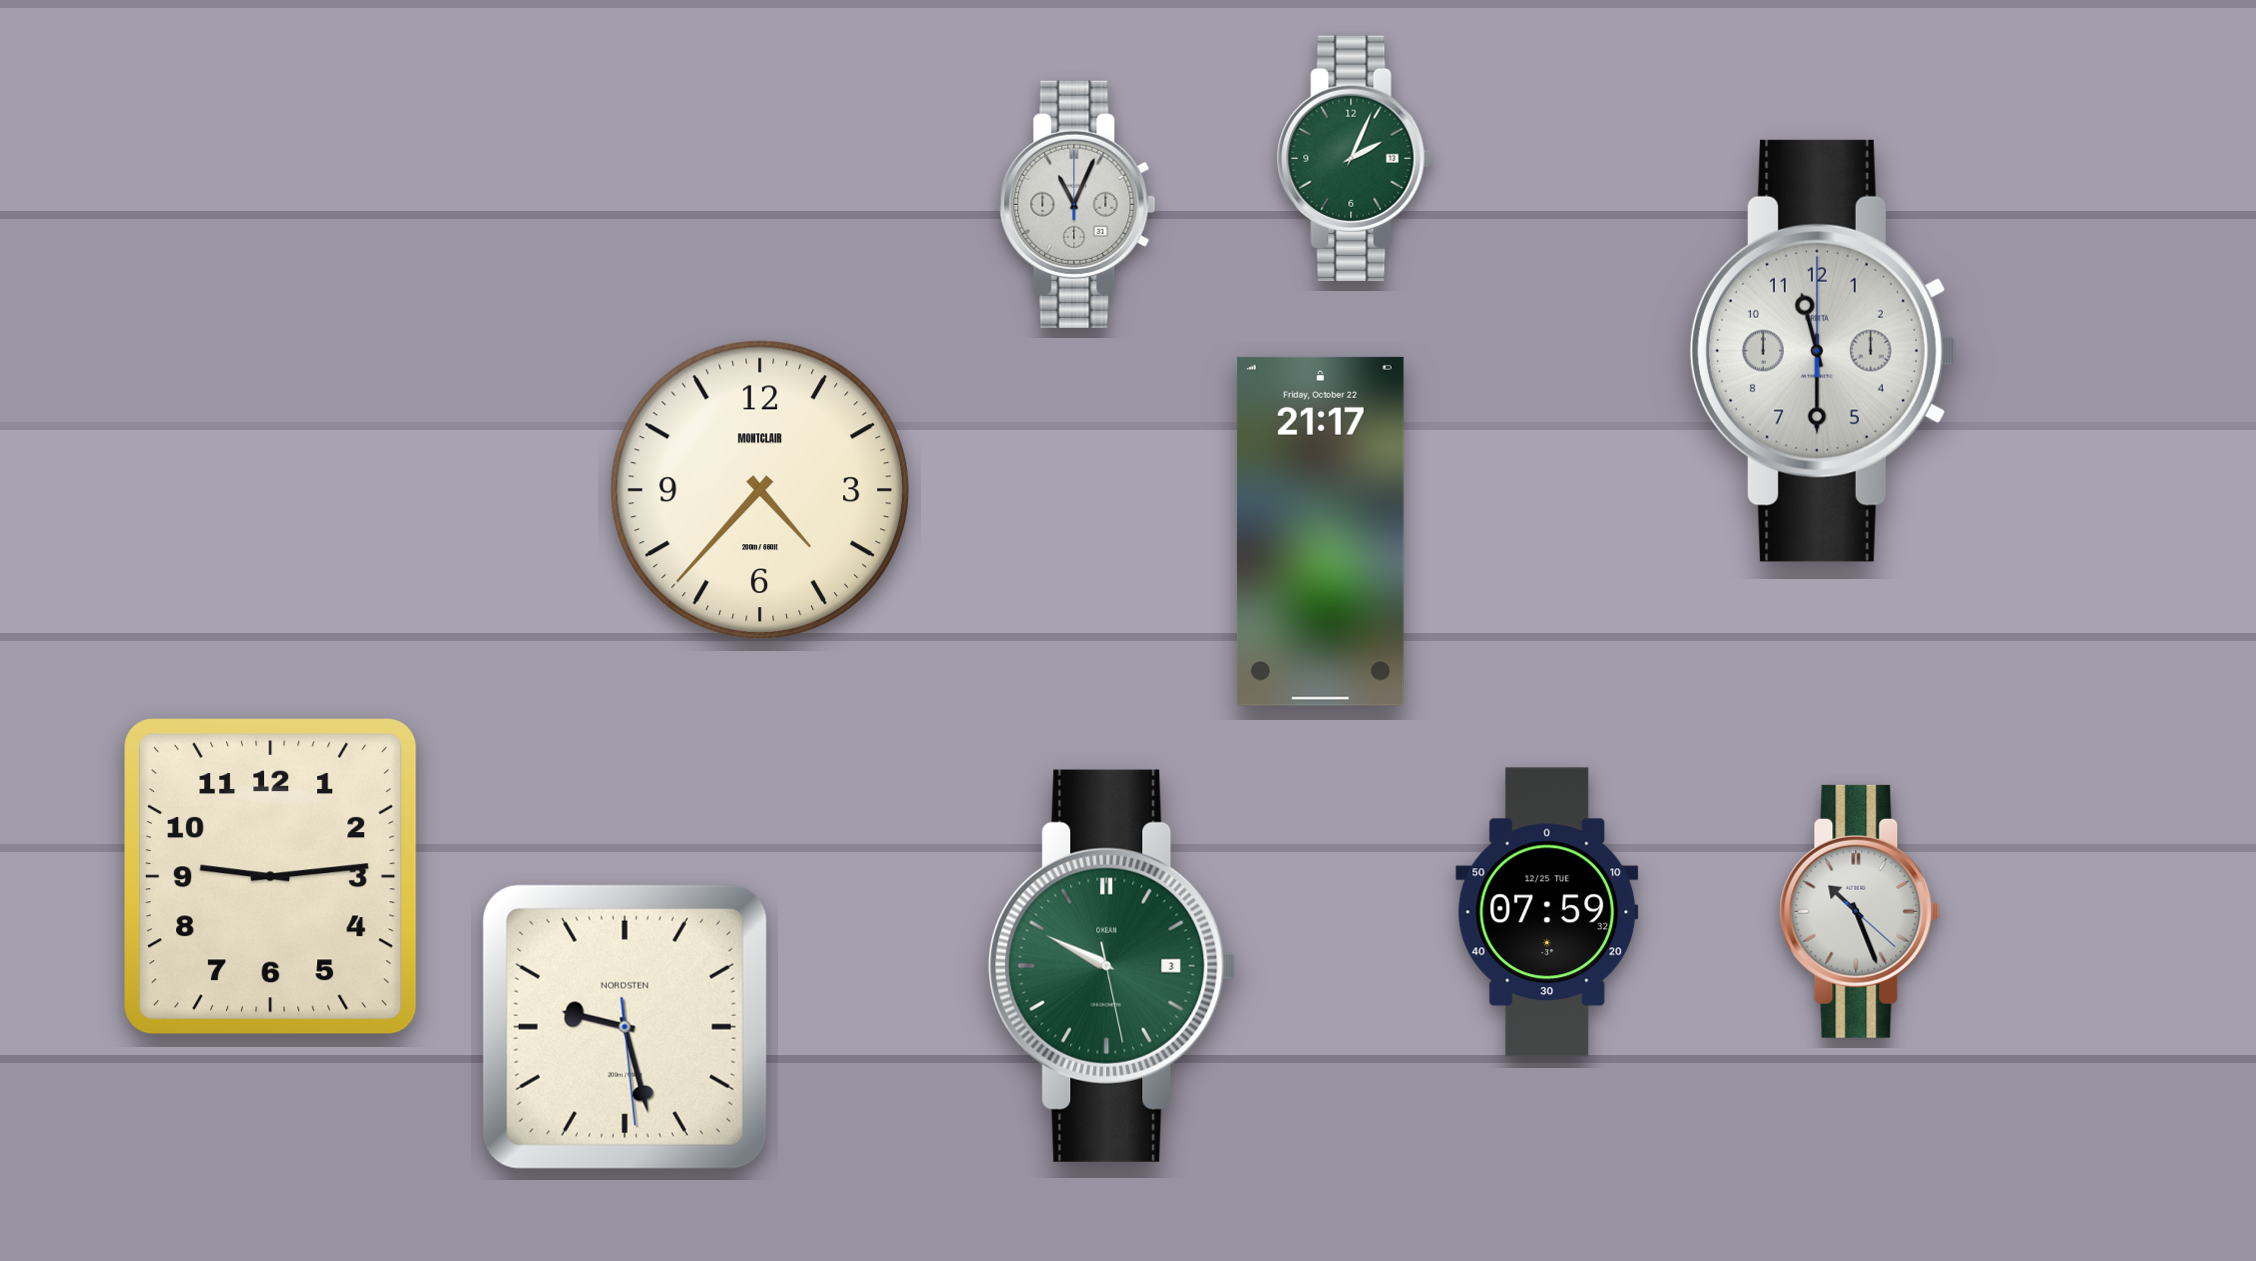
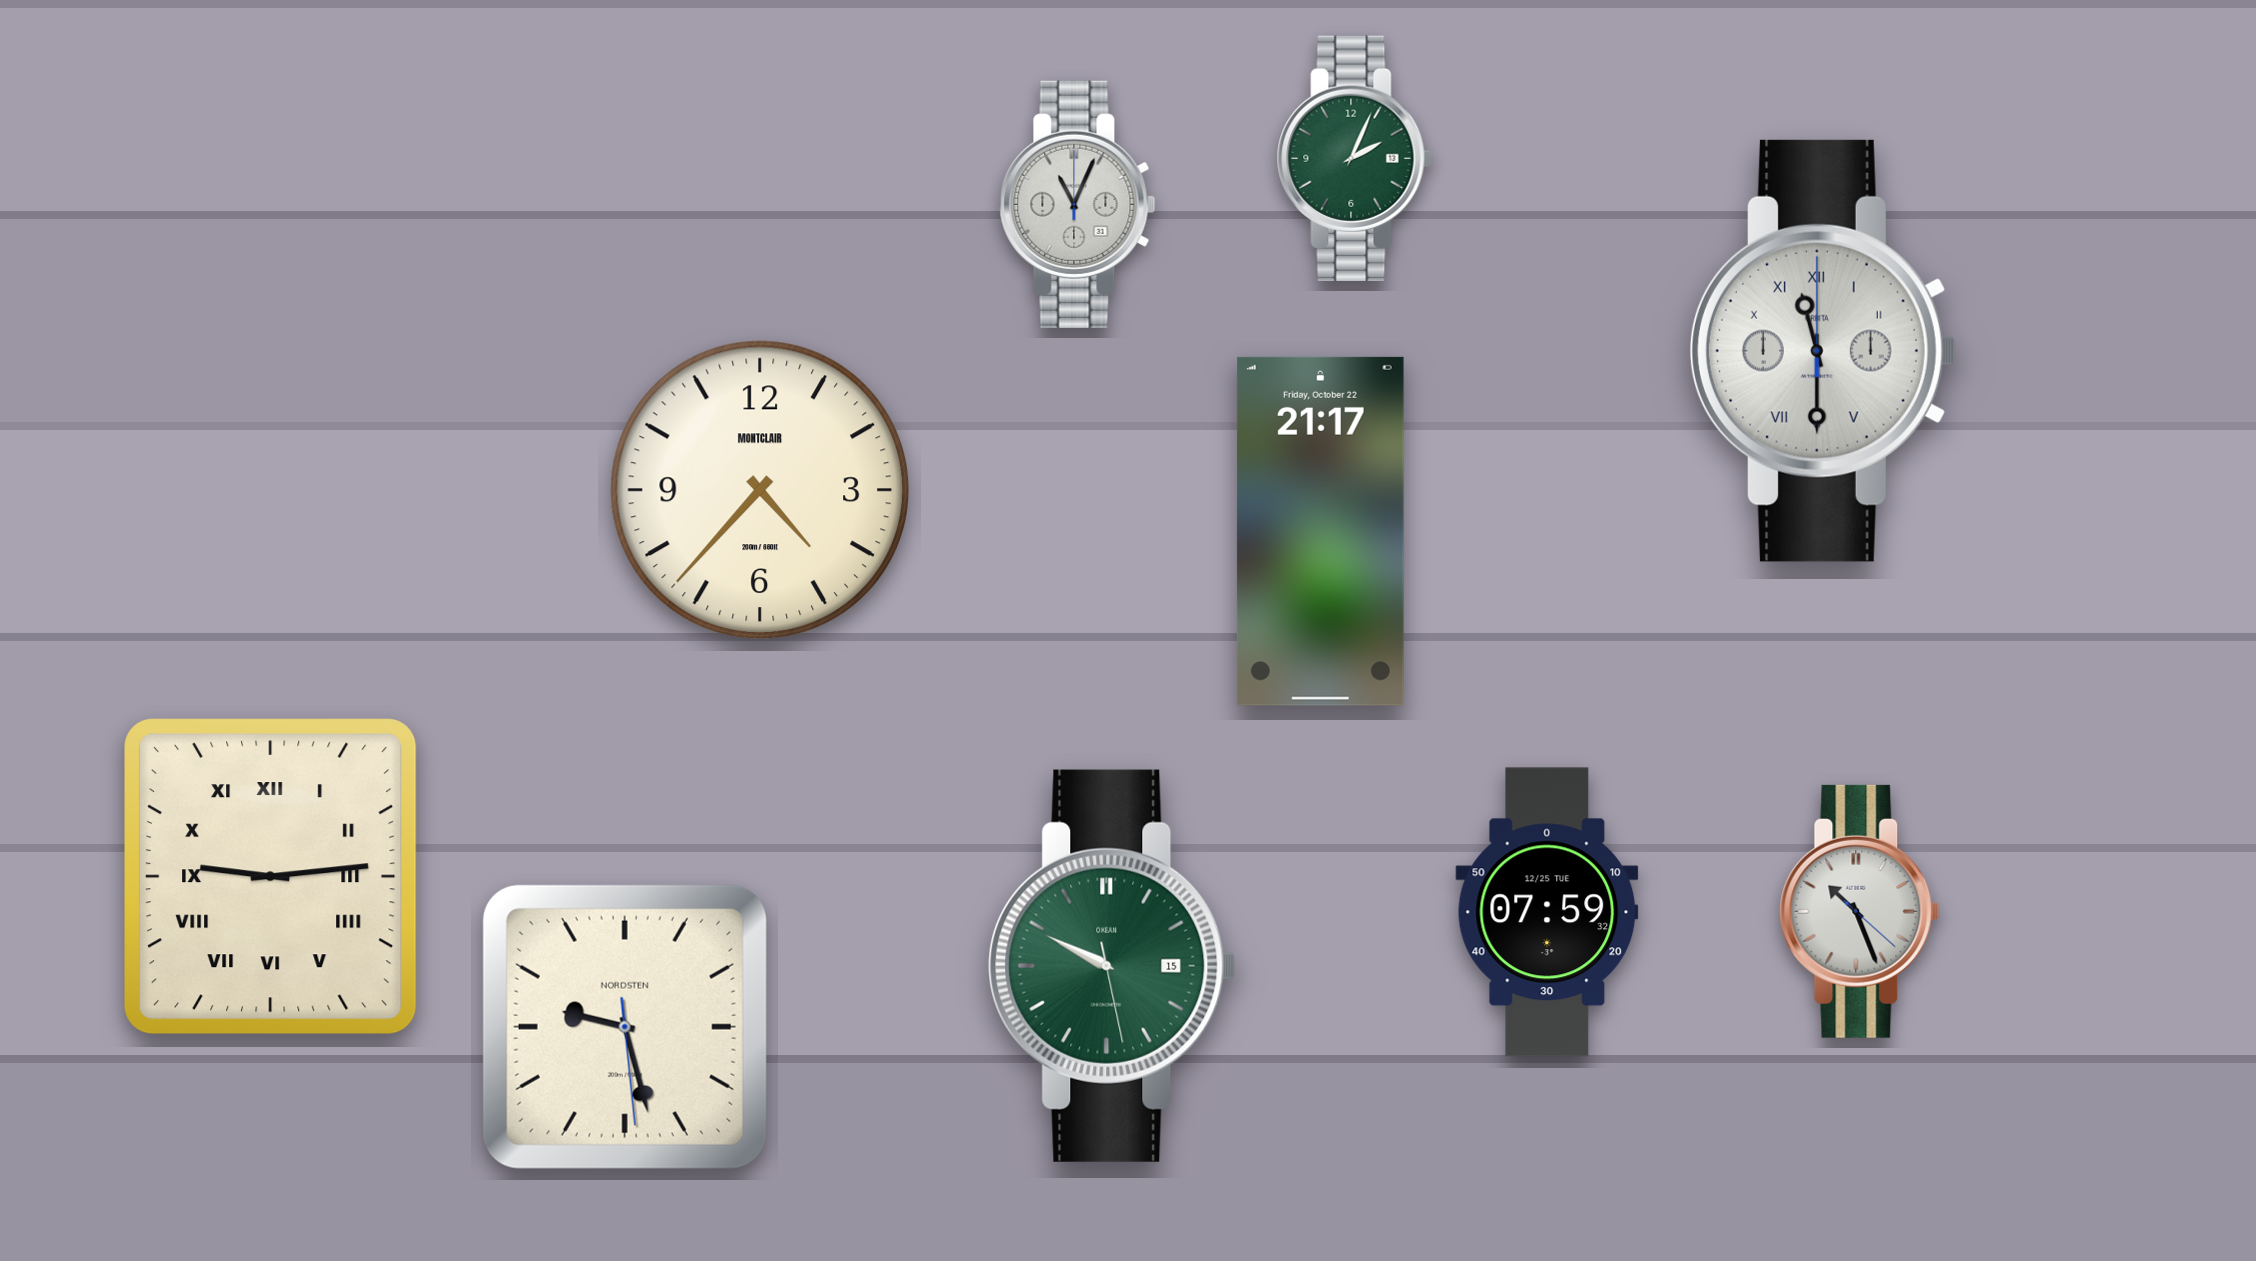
clock at (1823, 351) numerals: Arabic -> Roman
clock at (271, 876) numerals: Arabic -> Roman
clock at (1112, 966) date: 3 -> 15
